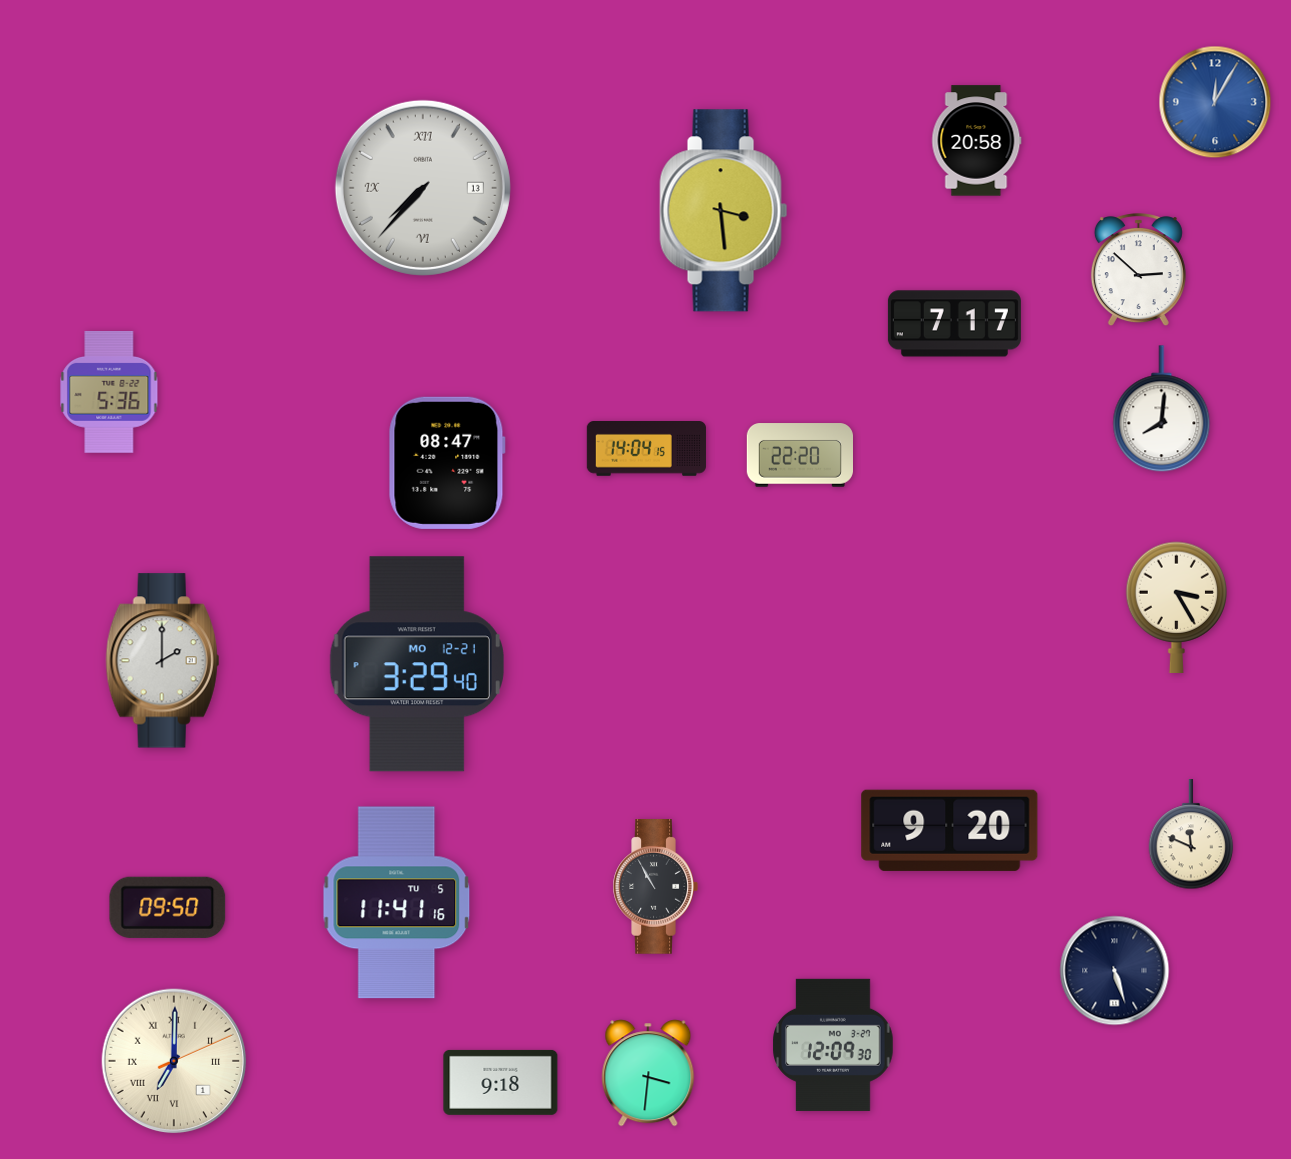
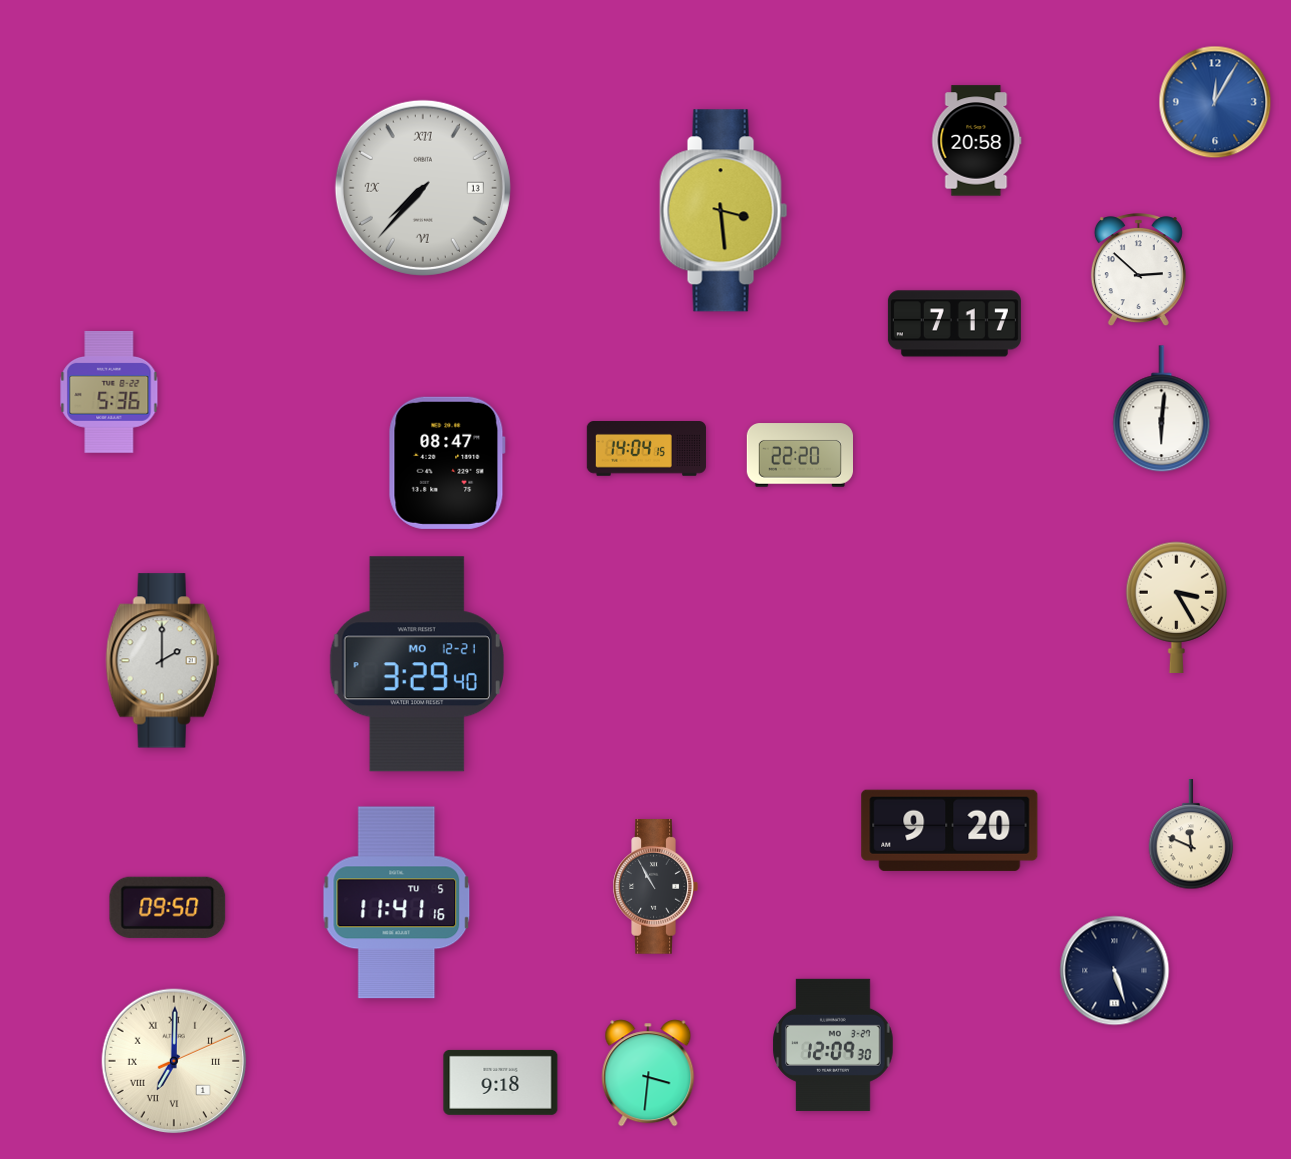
clock at (1162, 409): 8:01 -> 6:01
